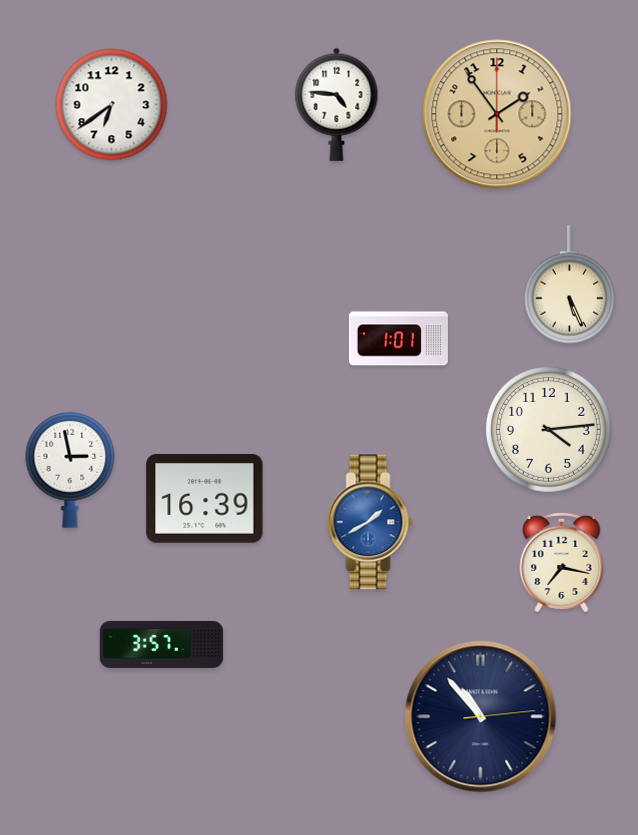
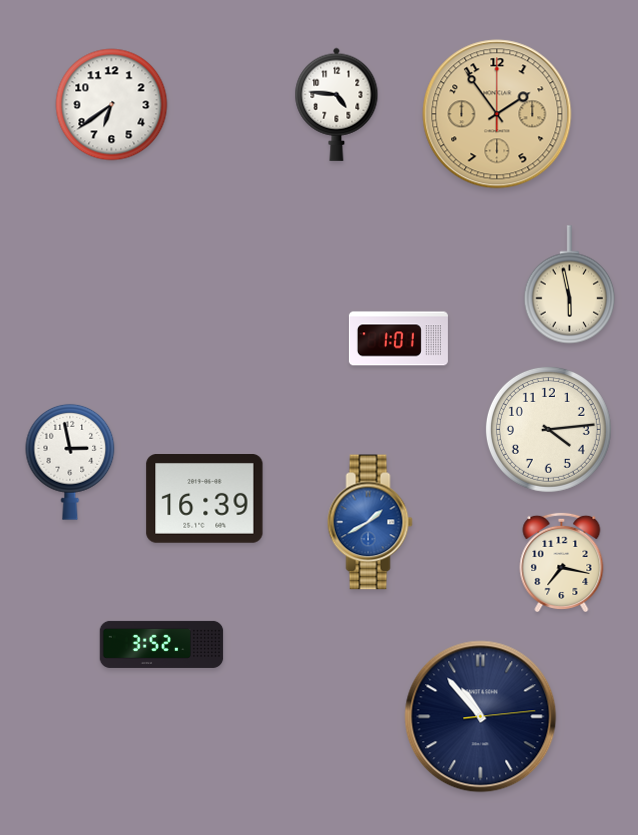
clock at (570, 285): 5:26 -> 5:58
clock at (70, 470) position: (70, 470) -> (70, 462)
clock at (162, 644): 3:57 -> 3:52
